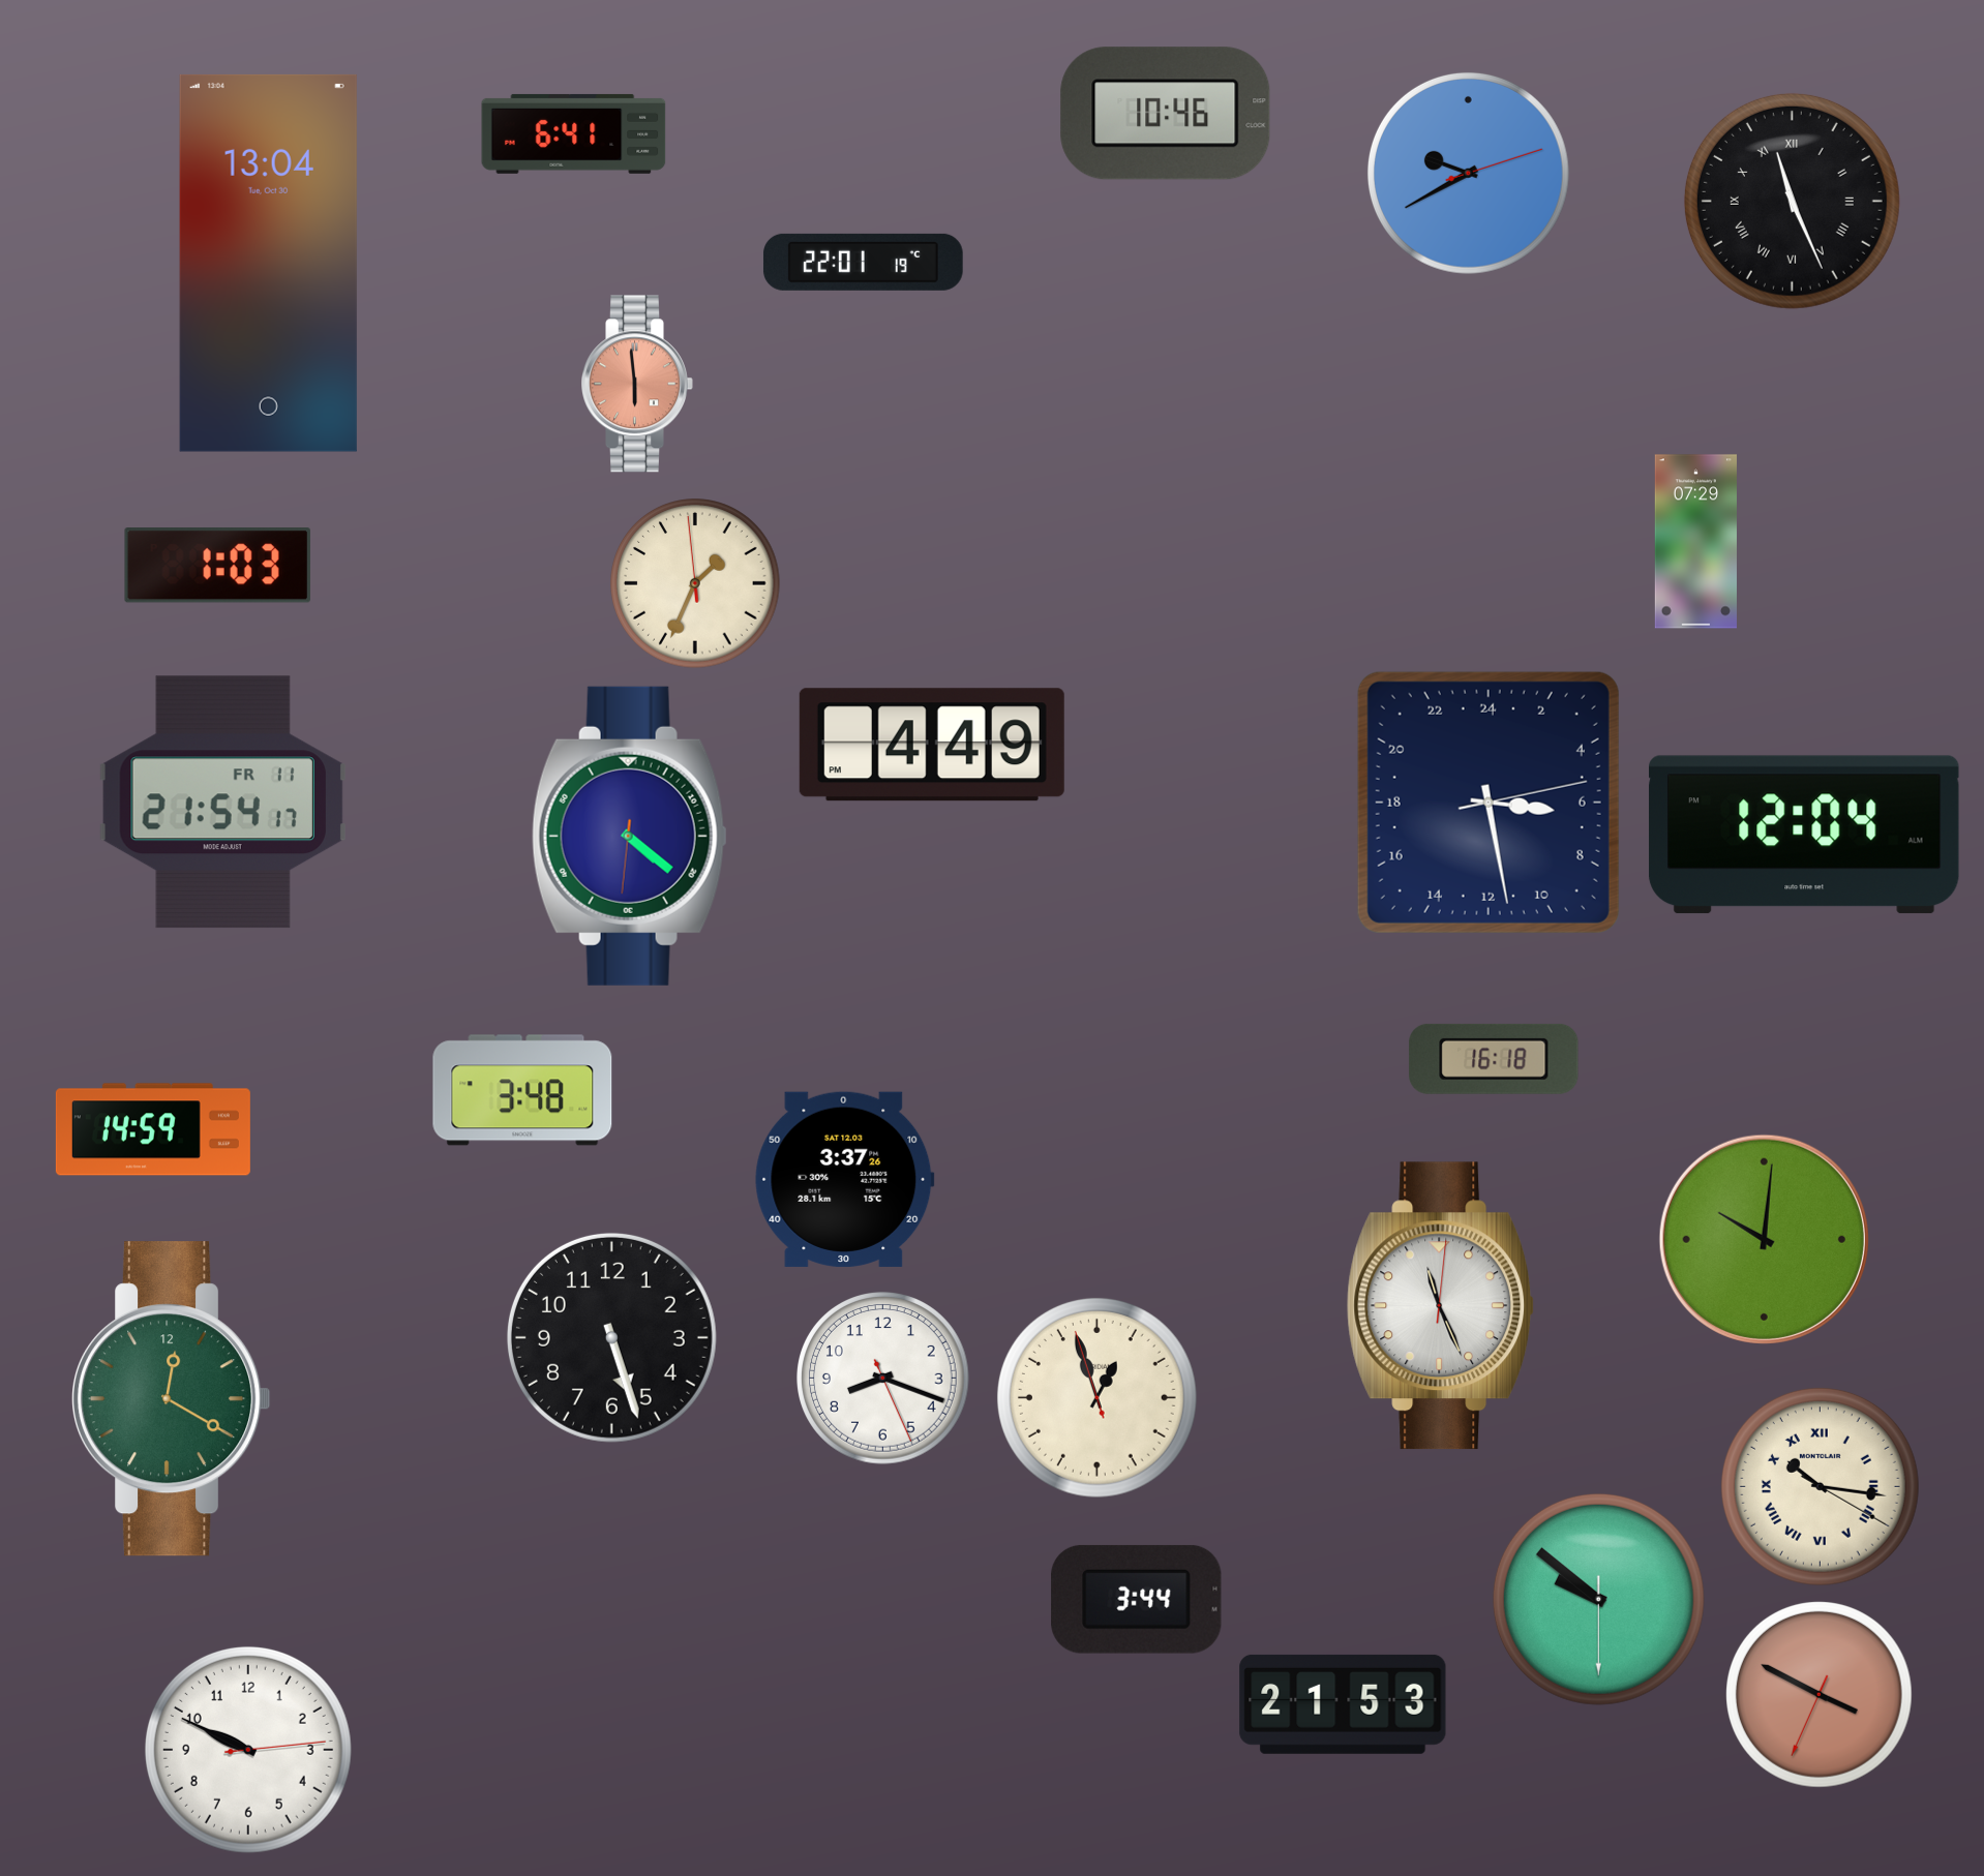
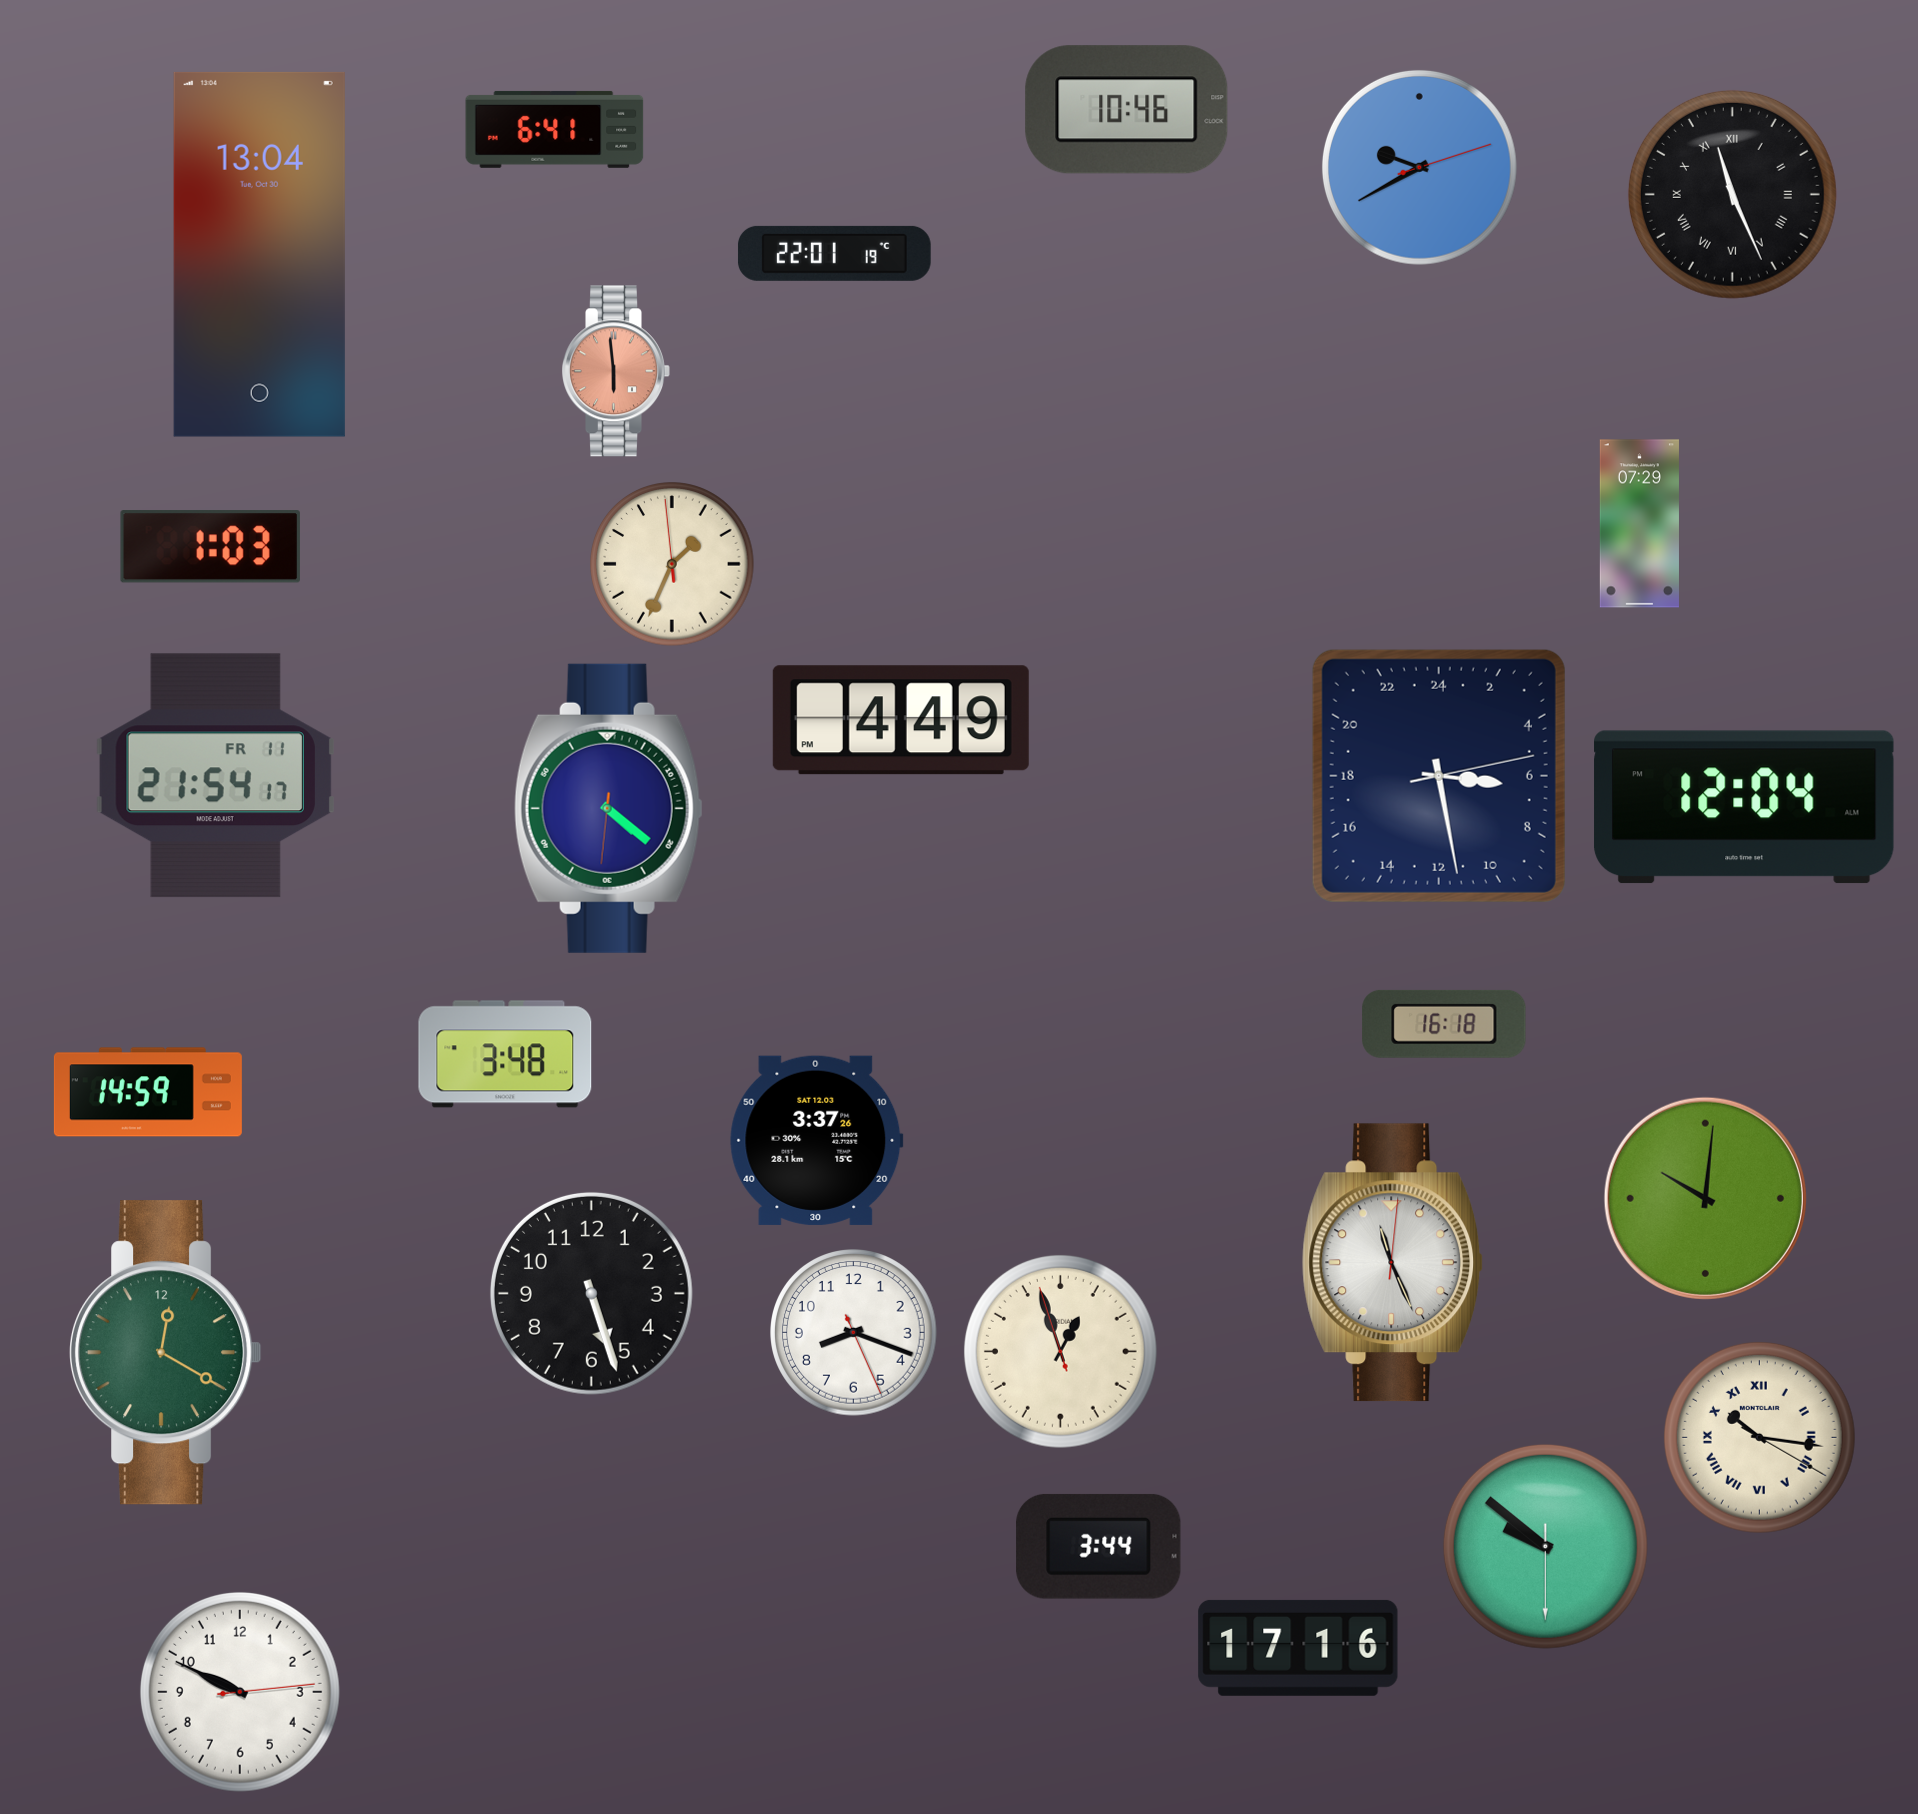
clock at (1820, 1695): 3:49 -> none
clock at (1343, 1704): 21:53 -> 17:16
